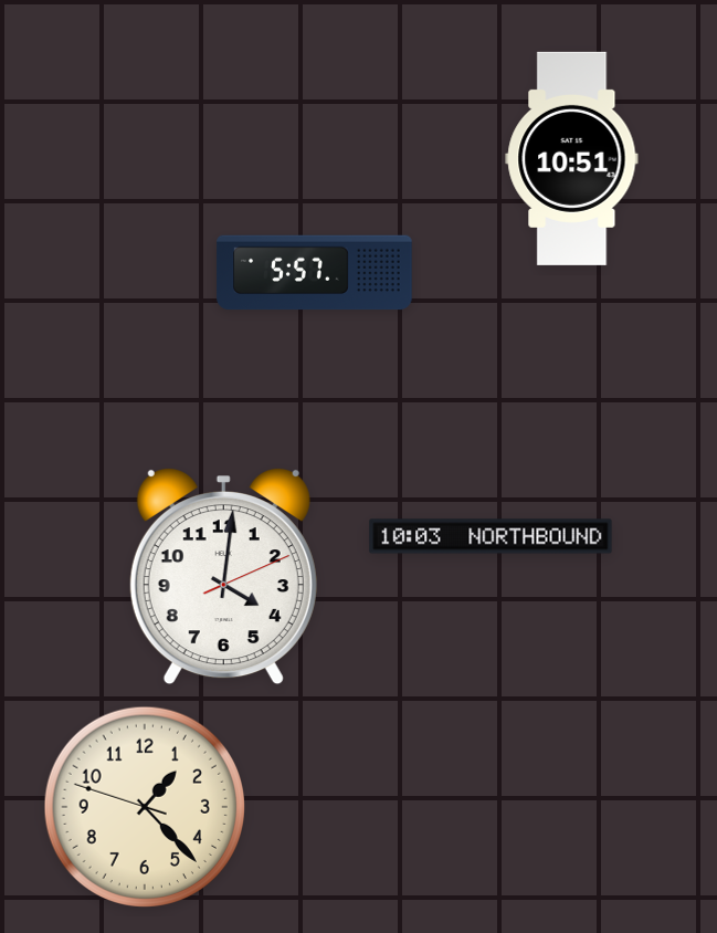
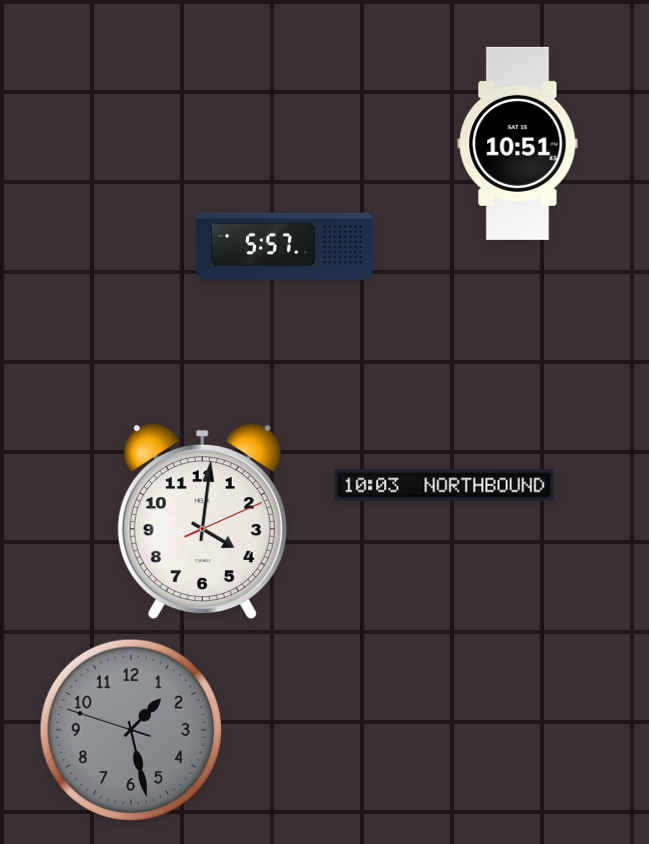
clock at (144, 806): 1:22 -> 1:27
clock at (144, 806) dial: cream -> grey
